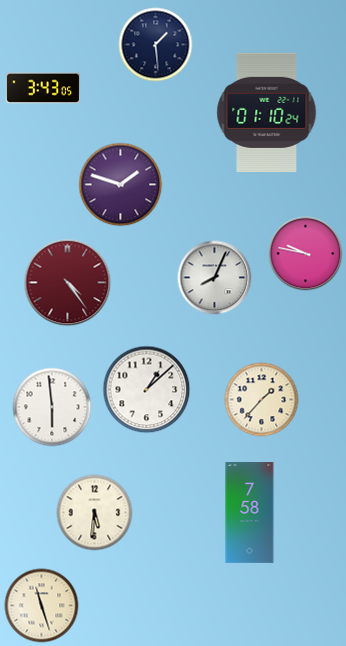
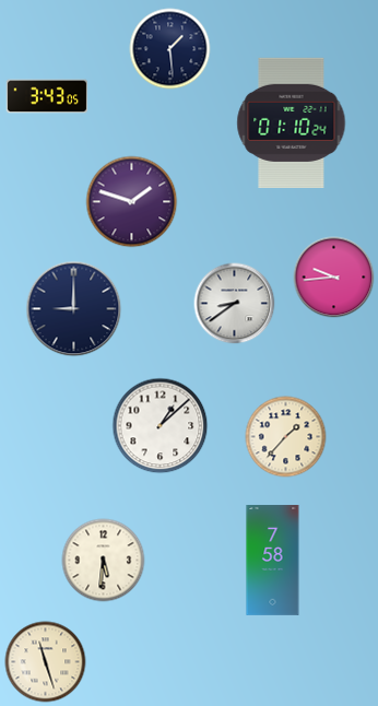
clock at (306, 254): 9:47 -> 9:44
clock at (215, 278): 8:04 -> 8:39
clock at (68, 283): 4:24 -> 9:00
clock at (68, 283) dial: burgundy -> navy
clock at (52, 407): 5:59 -> none
